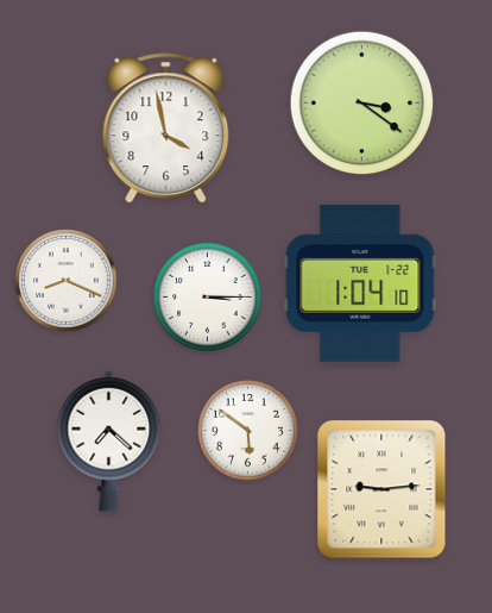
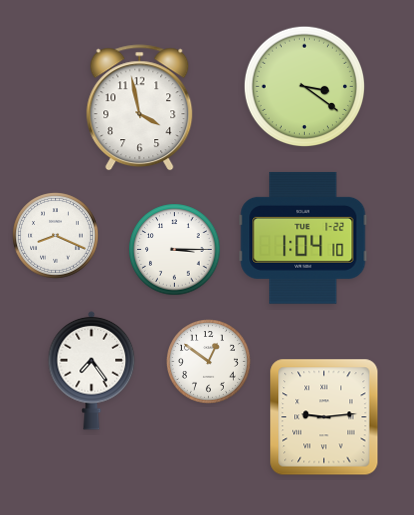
clock at (248, 431): 5:51 -> 12:51
clock at (109, 440): 7:22 -> 7:24
clock at (381, 489) position: (381, 489) -> (324, 417)
